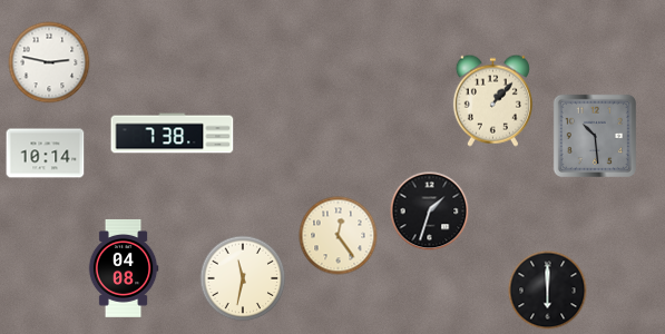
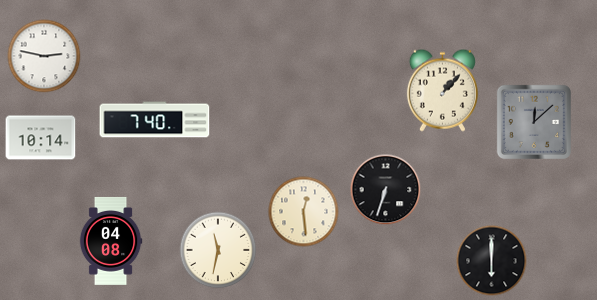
clock at (173, 134): 7:38 -> 7:40
clock at (595, 136): 10:29 -> 12:08
clock at (430, 212): 1:33 -> 6:33
clock at (339, 236): 12:24 -> 12:29
